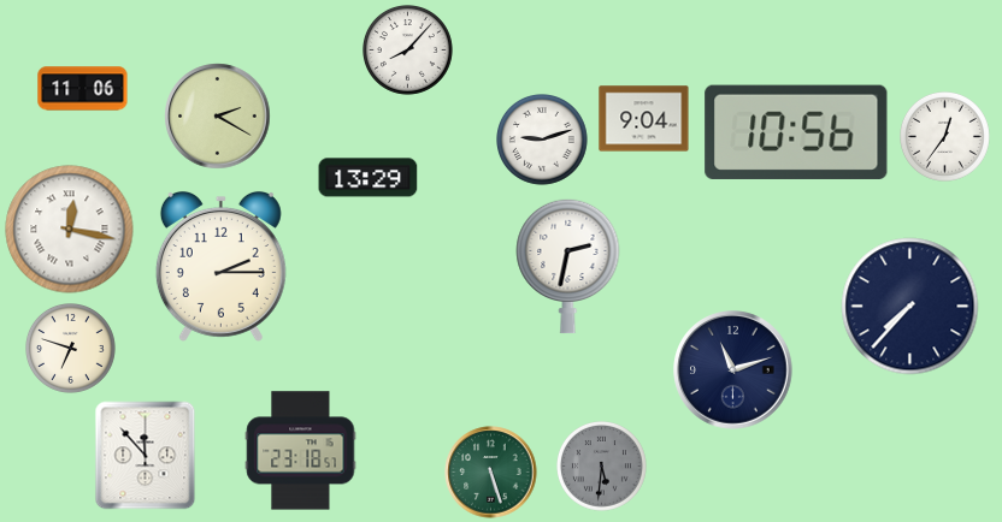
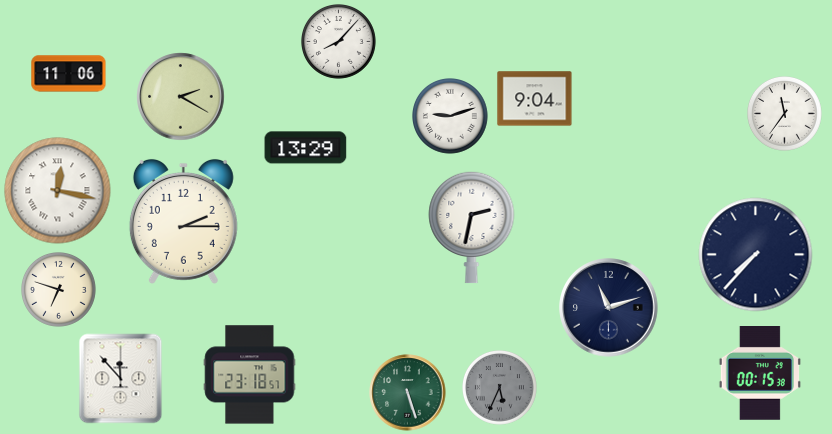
clock at (796, 132): 10:56 -> none
clock at (945, 137): 12:36 -> 11:36
clock at (568, 266) position: (568, 266) -> (472, 227)
clock at (760, 374): none -> 00:15
clock at (602, 467): 5:31 -> 5:34
